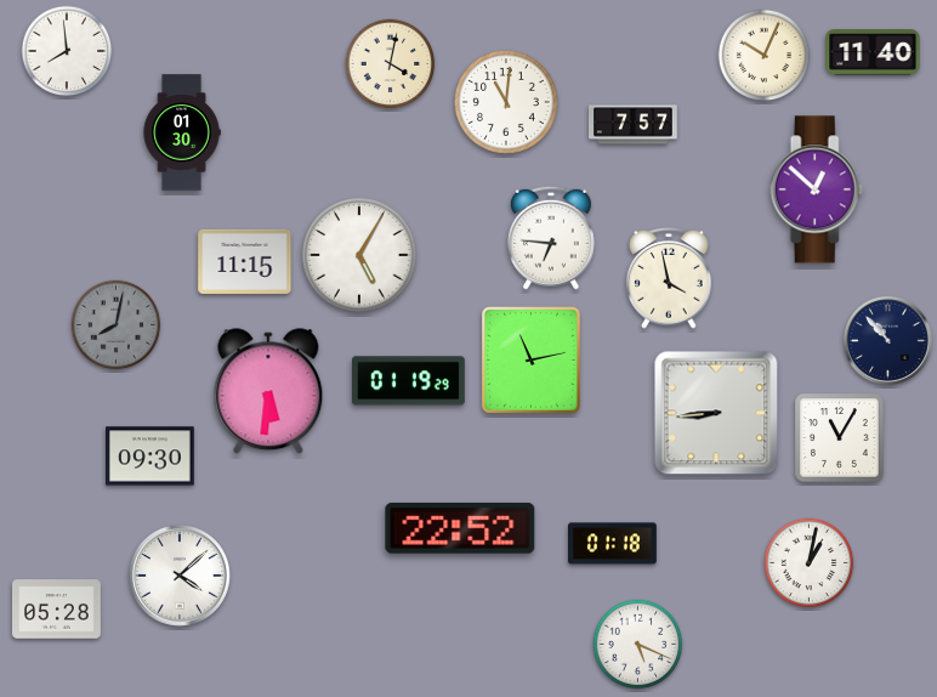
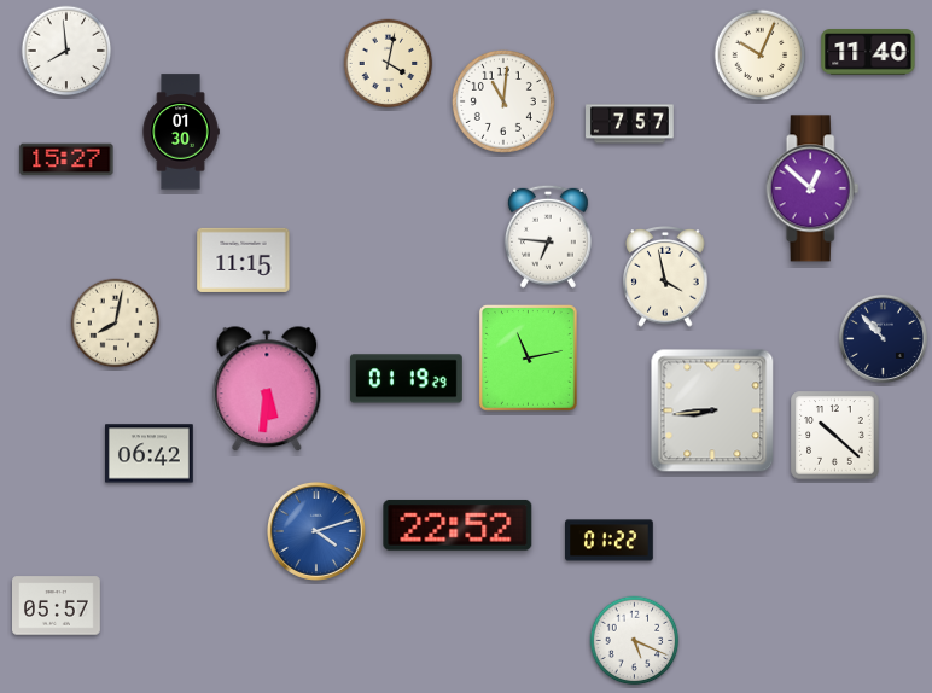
clock at (66, 159): none -> 15:27
clock at (359, 255): 5:05 -> none
clock at (117, 325) dial: grey -> cream
clock at (840, 438): 11:05 -> 10:22
clock at (151, 457): 09:30 -> 06:42
clock at (316, 531): none -> 4:12
clock at (613, 544): 01:18 -> 01:22
clock at (810, 563): 1:02 -> none
clock at (180, 576): 4:08 -> none
clock at (57, 610): 05:28 -> 05:57
